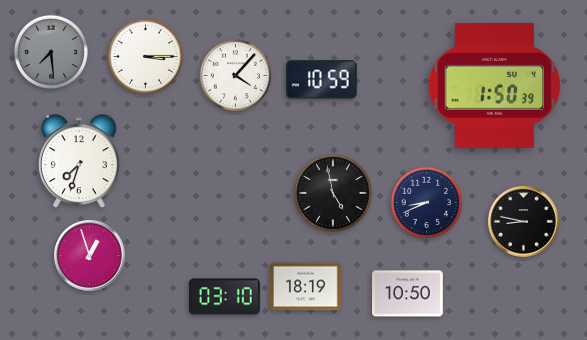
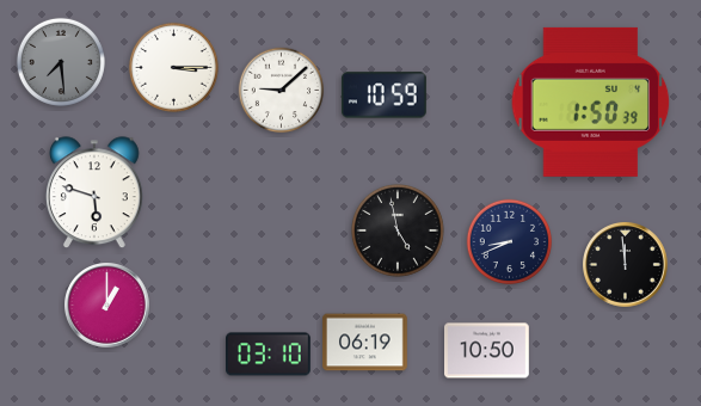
clock at (236, 76): 4:07 -> 9:08
clock at (79, 162): 7:33 -> 5:48
clock at (524, 222): 8:47 -> 11:59
clock at (90, 256): 12:57 -> 1:00
clock at (306, 287): 18:19 -> 06:19
